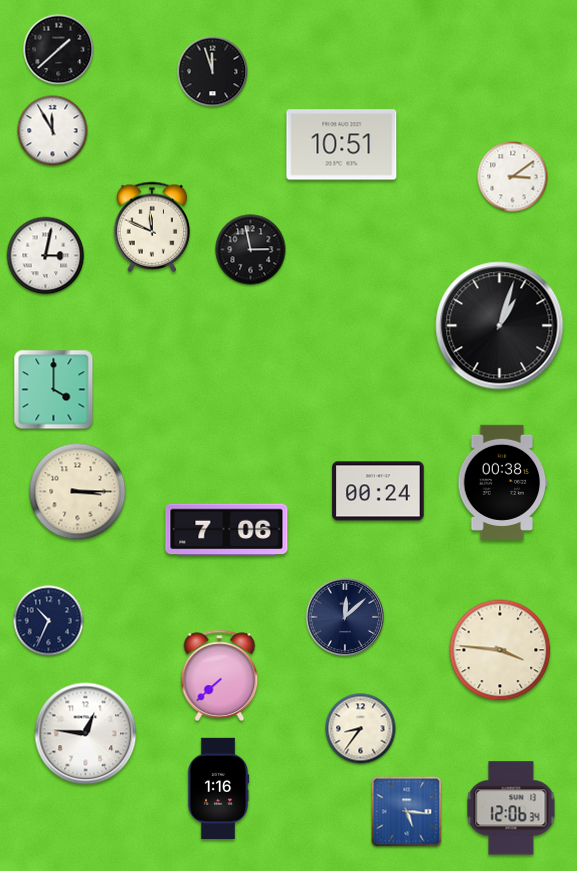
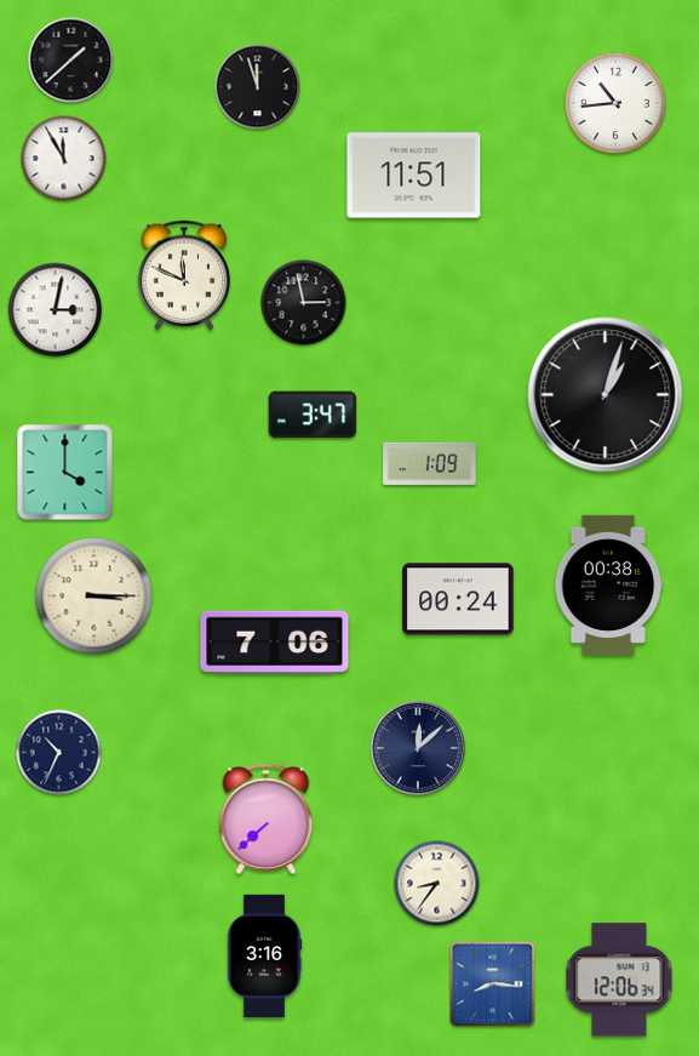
clock at (615, 103): none -> 10:44
clock at (342, 145): 10:51 -> 11:51
clock at (513, 177): 3:09 -> none
clock at (313, 415): none -> 3:47
clock at (430, 463): none -> 1:09
clock at (378, 491) position: (378, 491) -> (458, 599)
clock at (500, 650): 3:46 -> none
clock at (86, 734): 12:46 -> none
clock at (218, 789): 1:16 -> 3:16
clock at (407, 812): 5:16 -> 8:16
